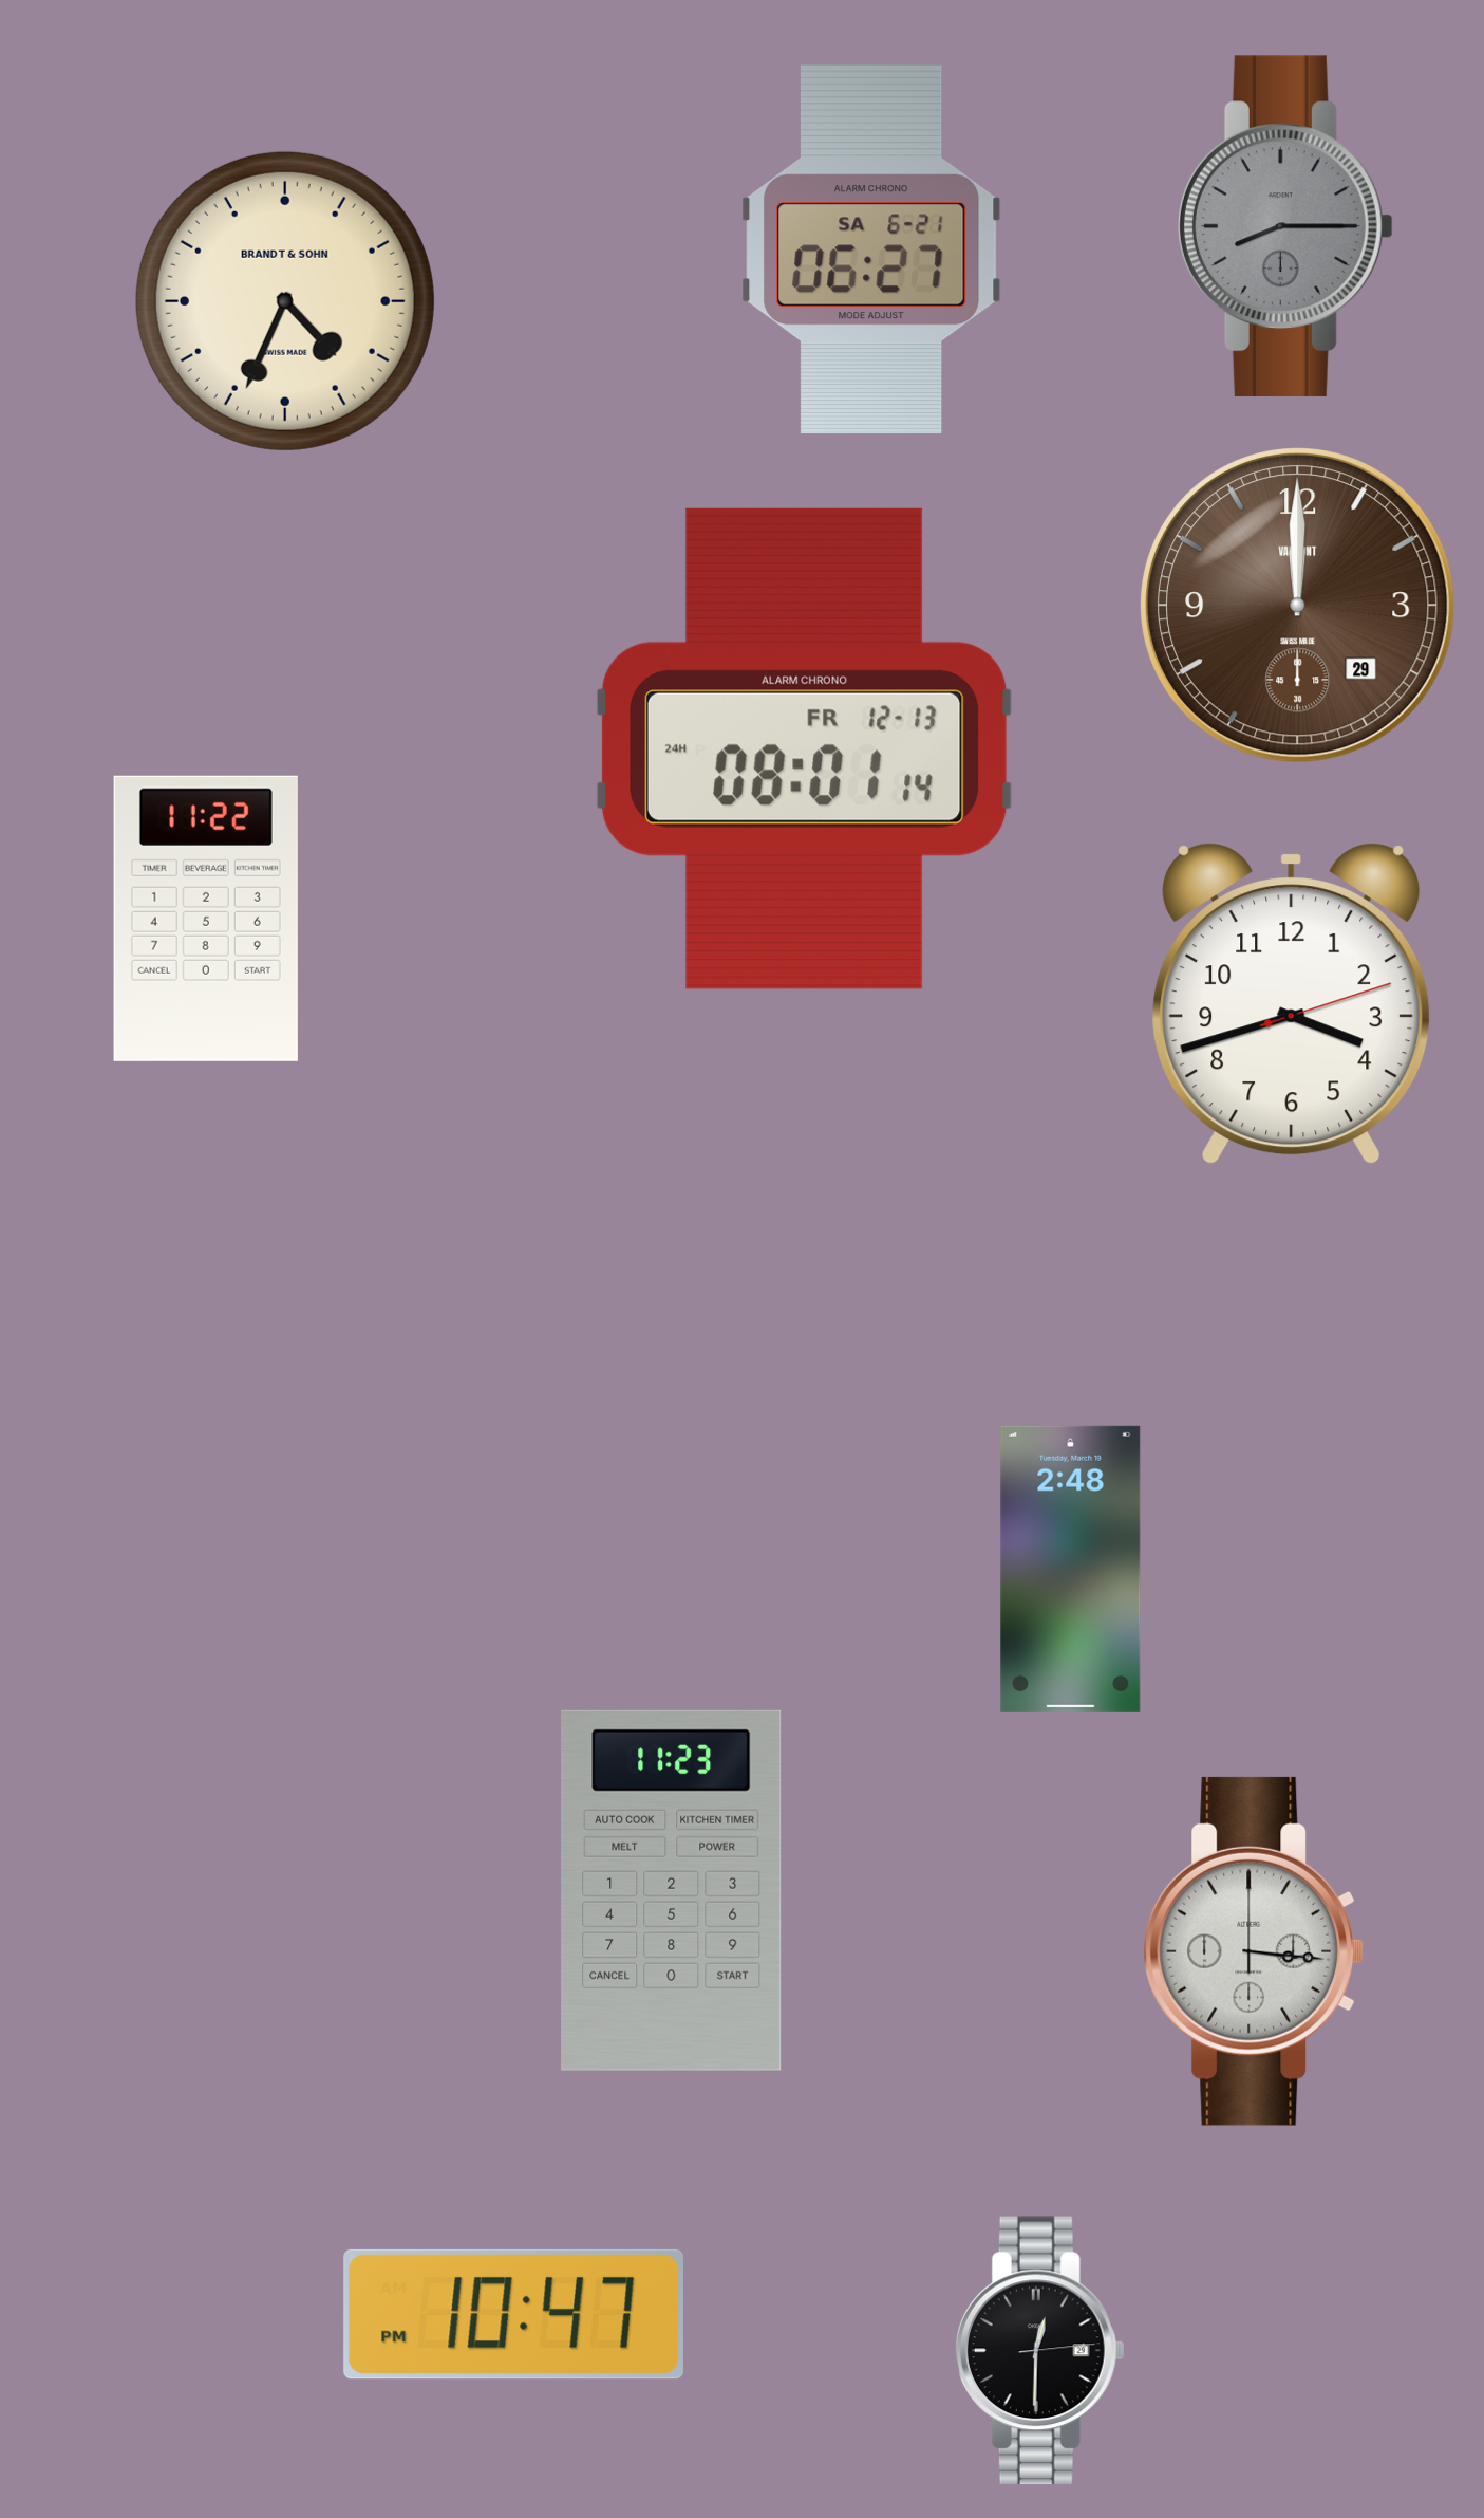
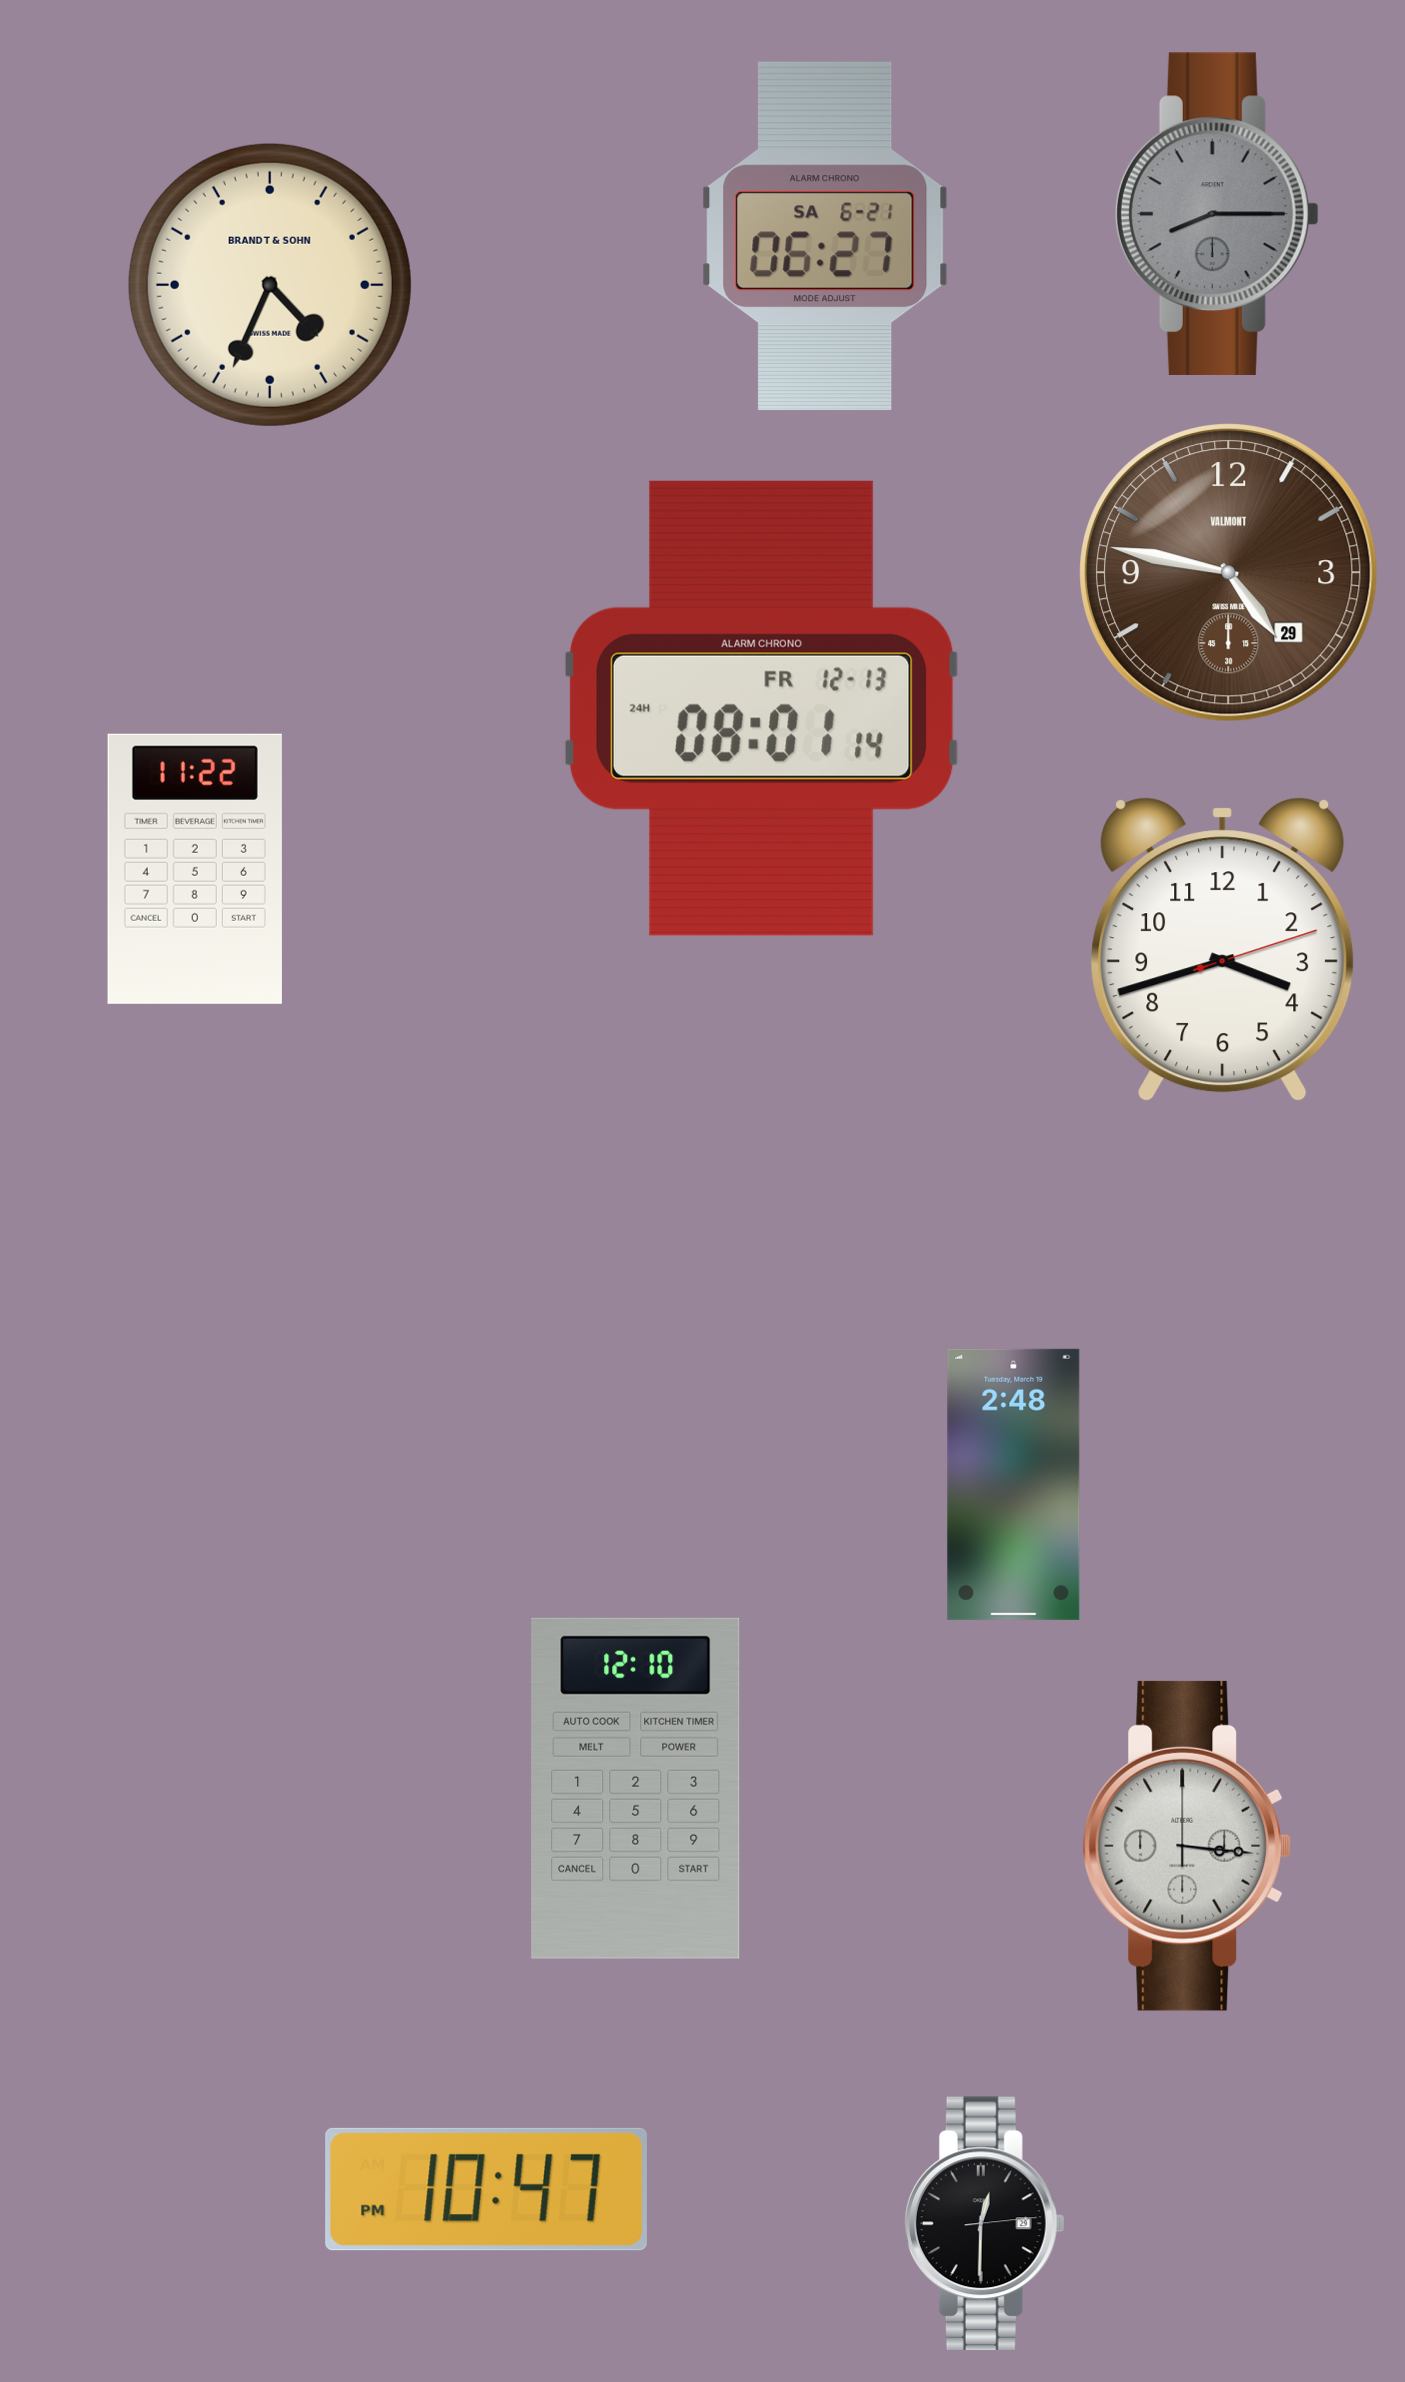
clock at (1298, 606): 12:00 -> 4:47
clock at (672, 1890): 11:23 -> 12:10
